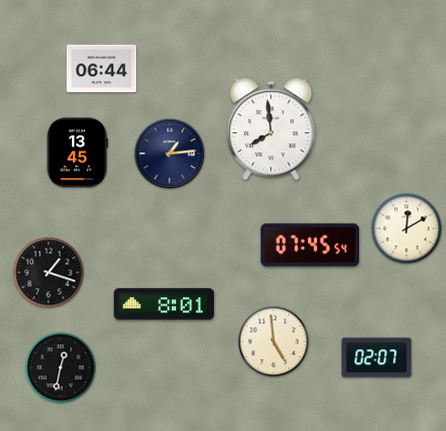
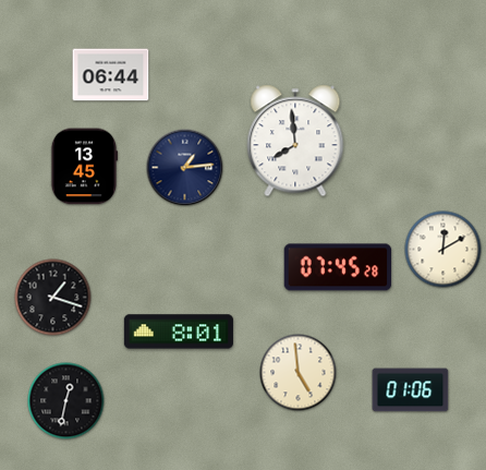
clock at (310, 245): 07:45:54 -> 07:45:28
clock at (377, 358): 02:07 -> 01:06
